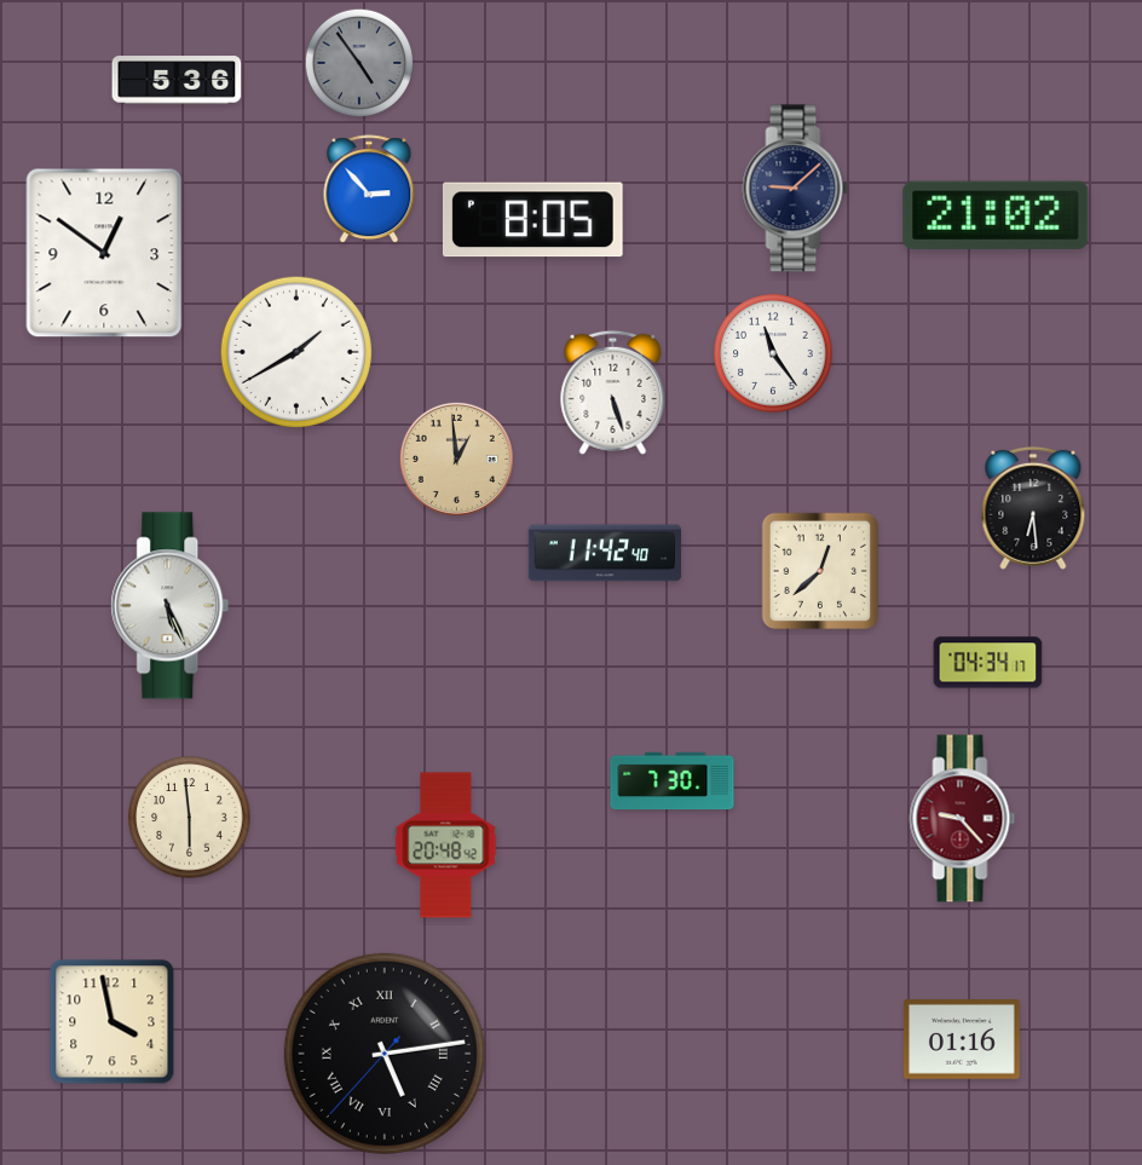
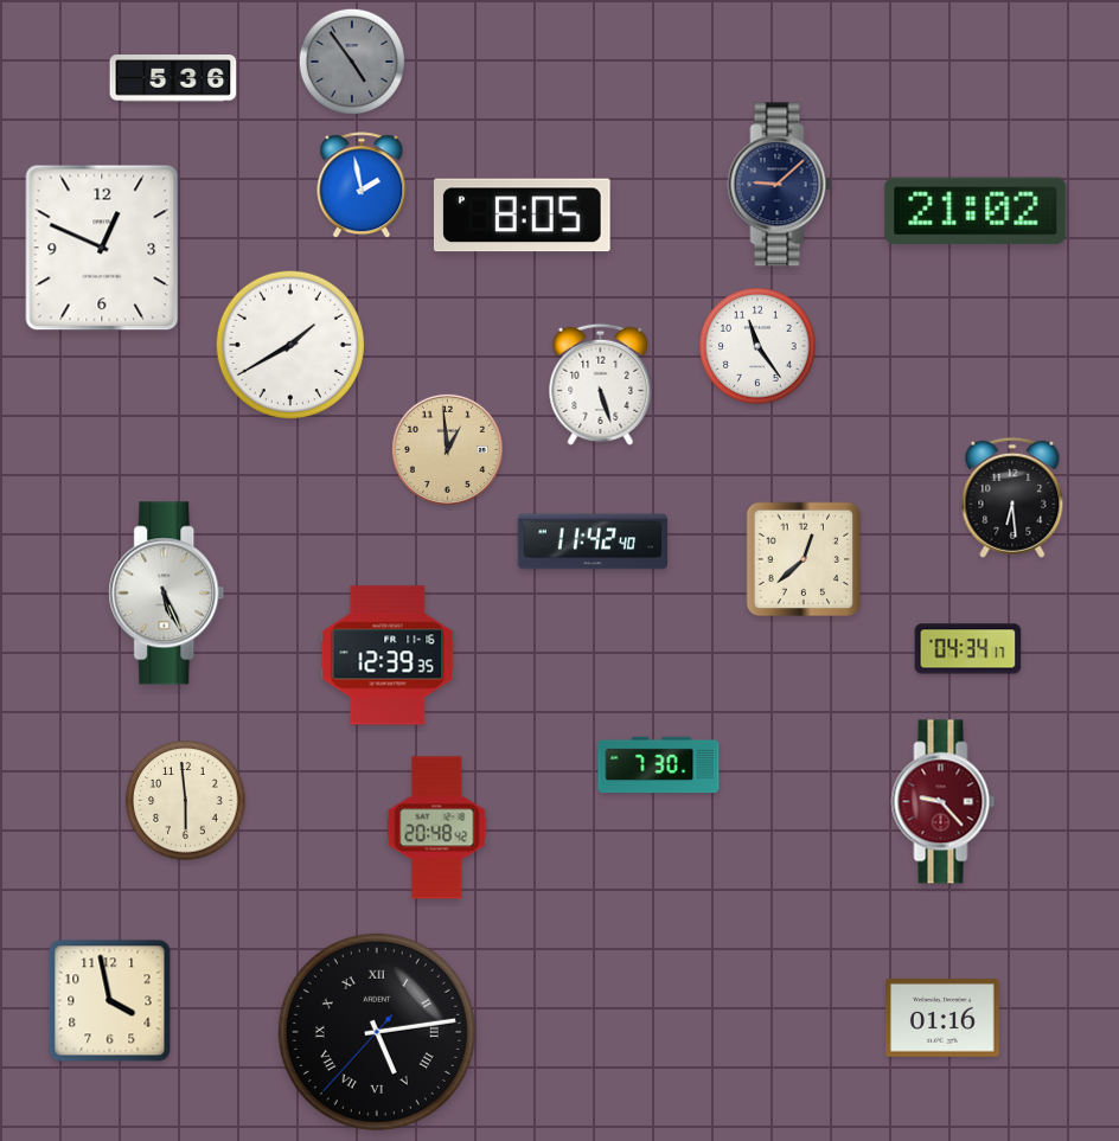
clock at (369, 190): 2:53 -> 1:58
clock at (104, 253): 12:51 -> 12:49
clock at (388, 655): none -> 12:39
